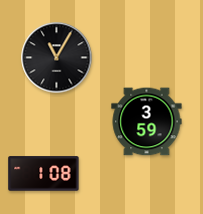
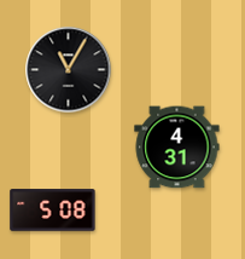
clock at (147, 122): 3:59 -> 4:31
clock at (44, 174): 1:08 -> 5:08
